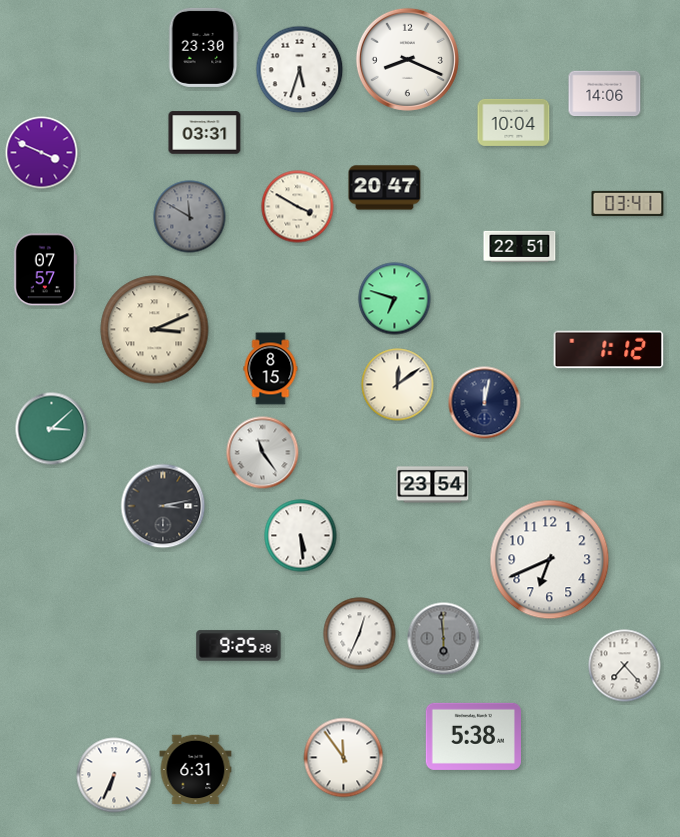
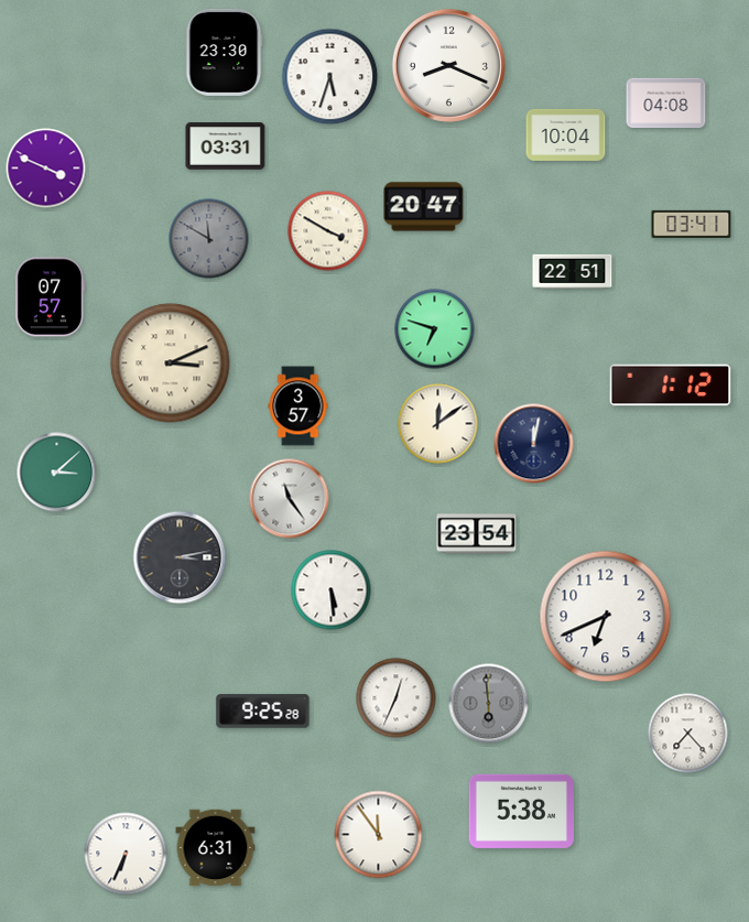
clock at (605, 94): 14:06 -> 04:08
clock at (298, 207) position: (298, 207) -> (328, 231)
clock at (271, 369): 8:15 -> 3:57
